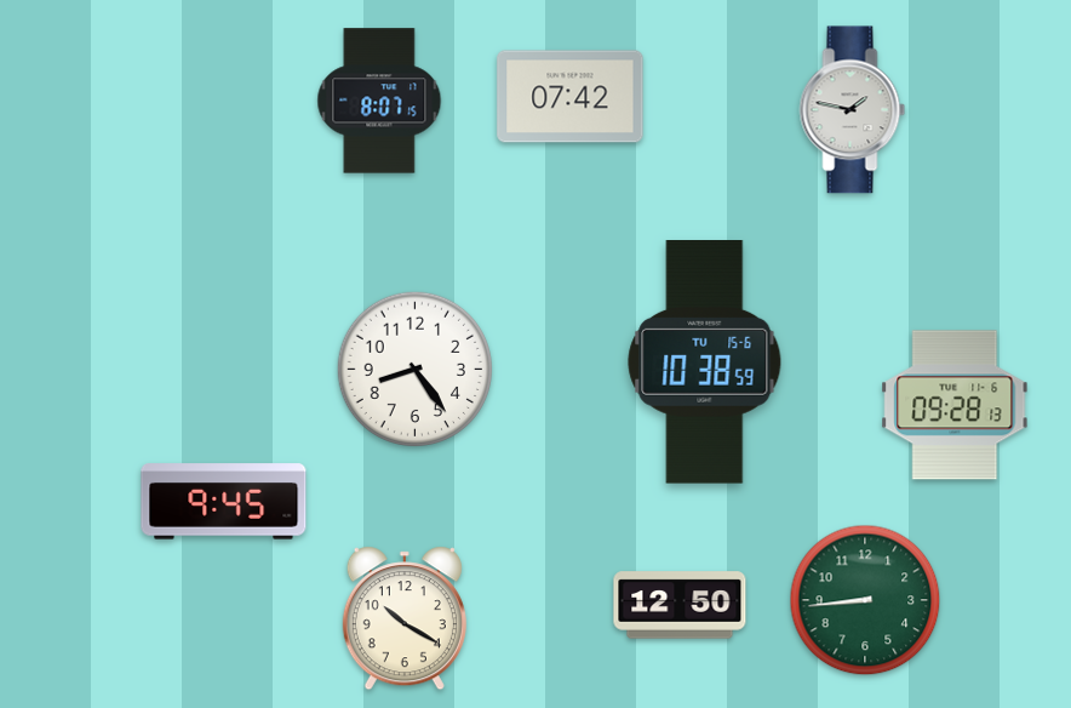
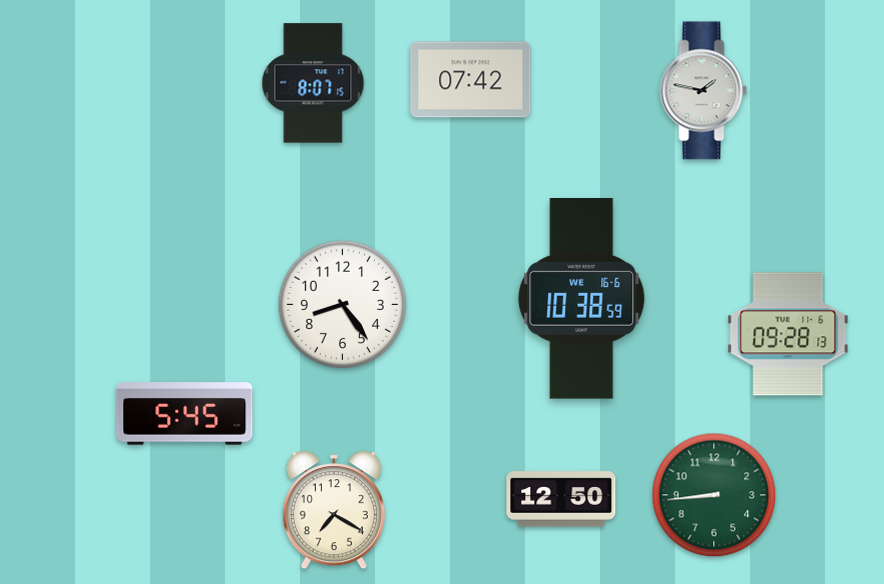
clock at (705, 362) date: TU 15-6 -> WE 16-6
clock at (224, 502): 9:45 -> 5:45
clock at (405, 618): 10:20 -> 7:20
